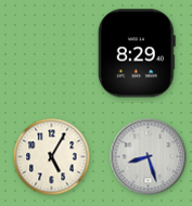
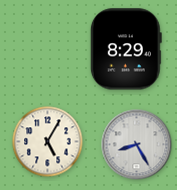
clock at (52, 157) position: (52, 157) -> (48, 142)
clock at (149, 157): 8:27 -> 8:25
